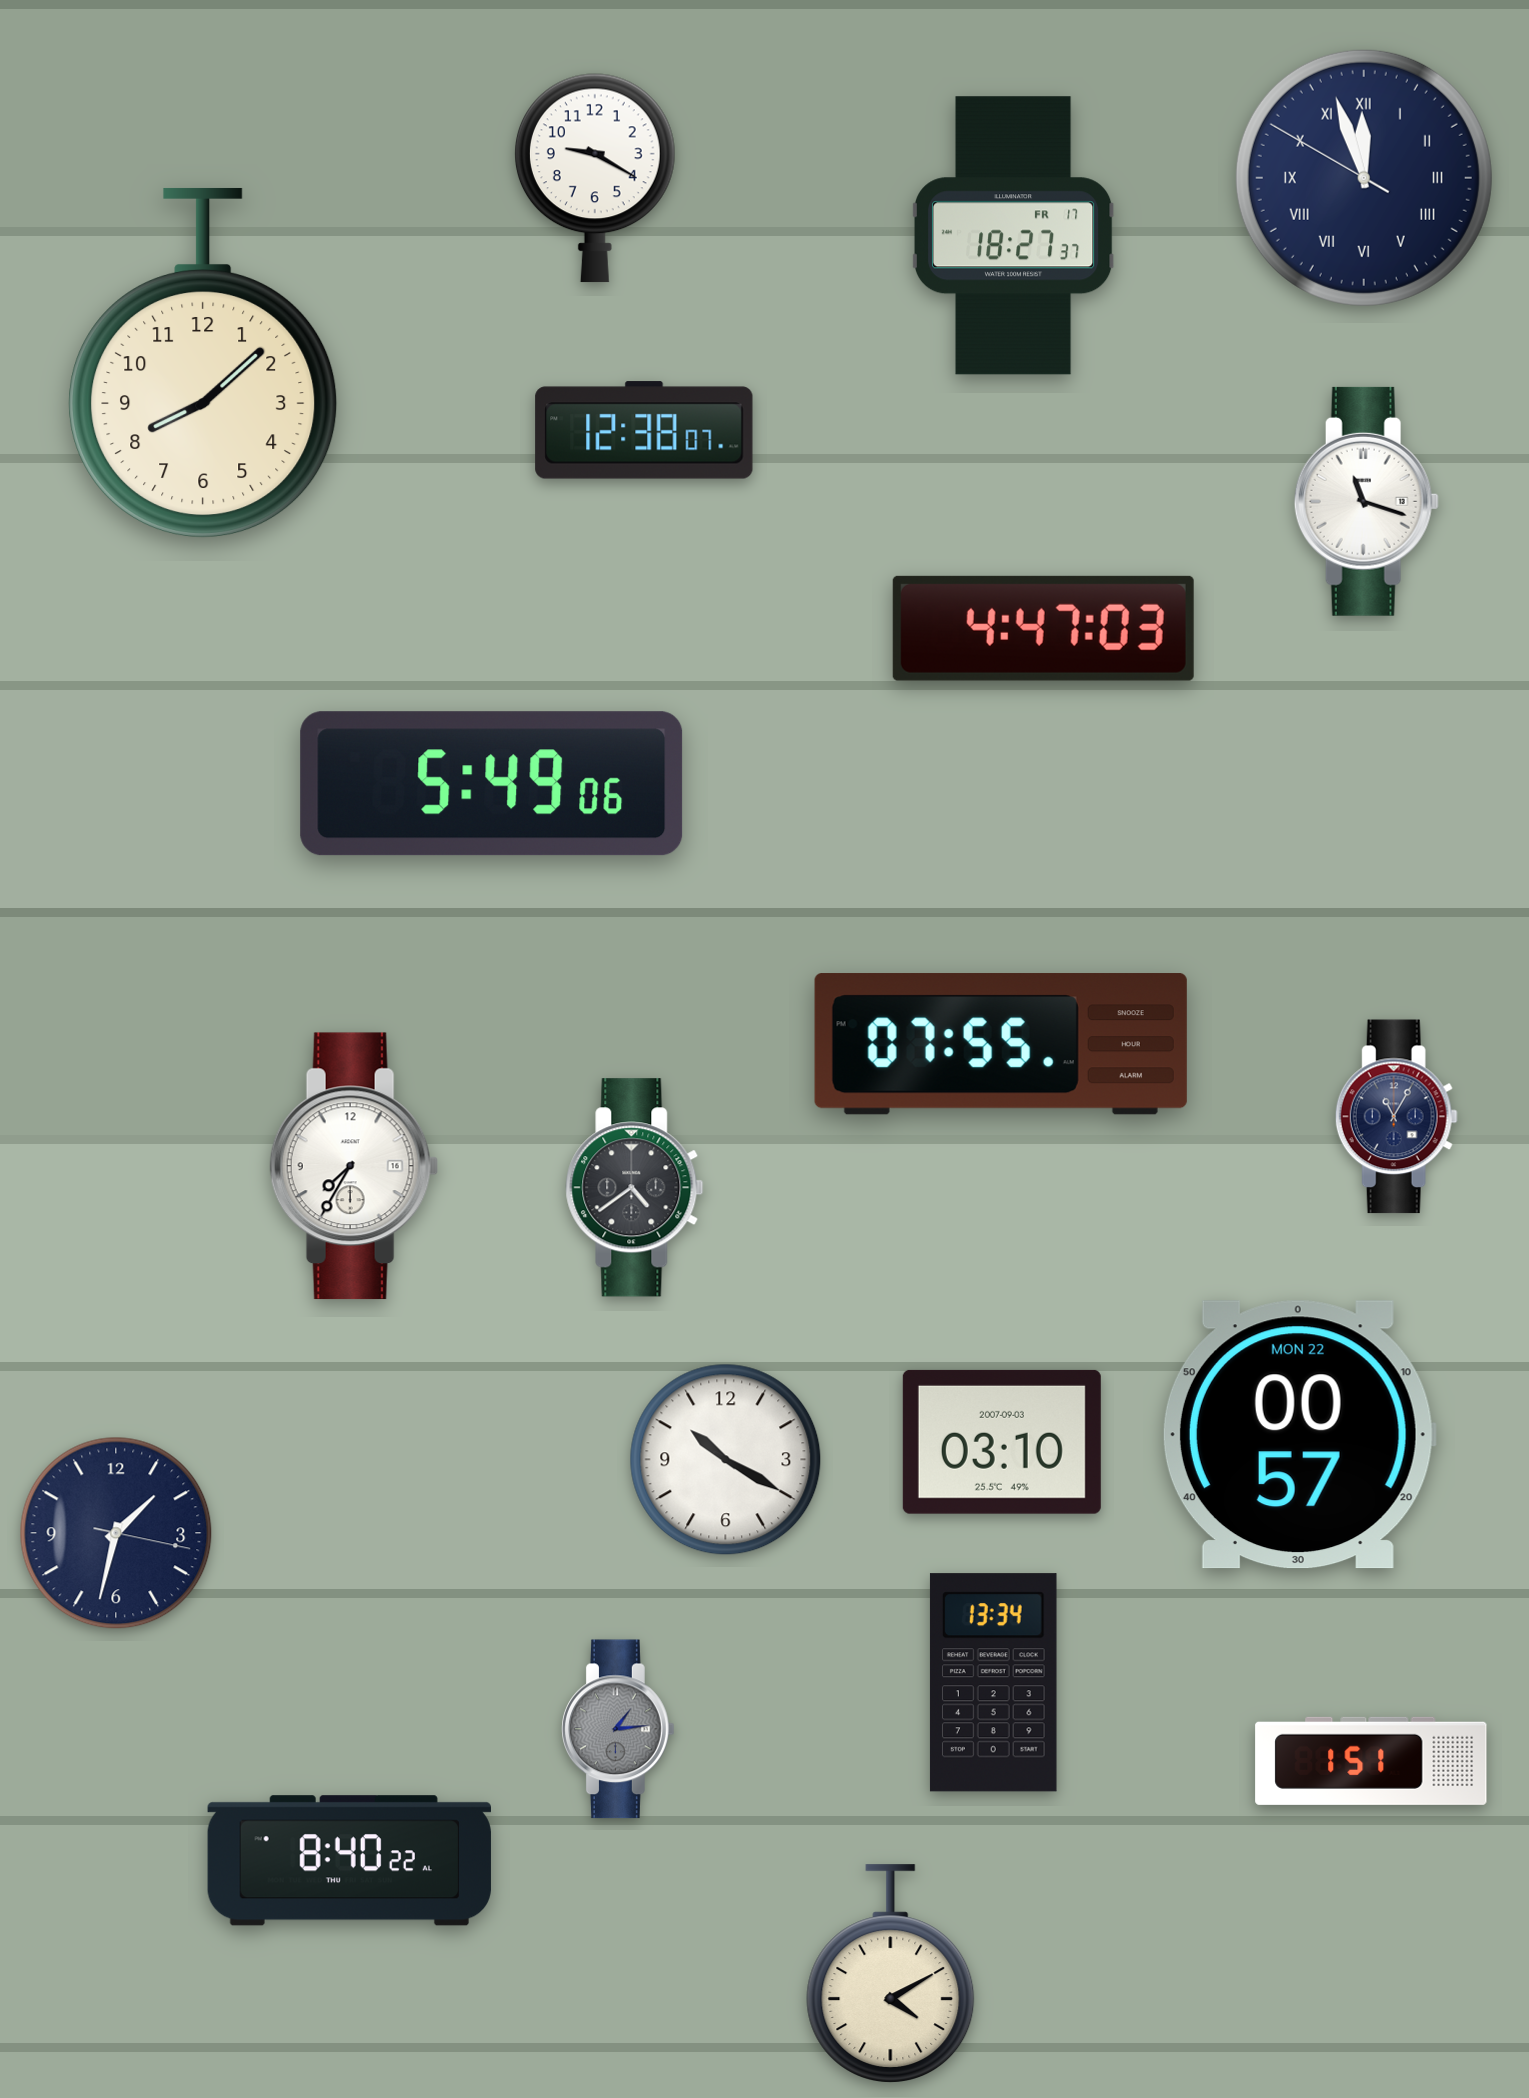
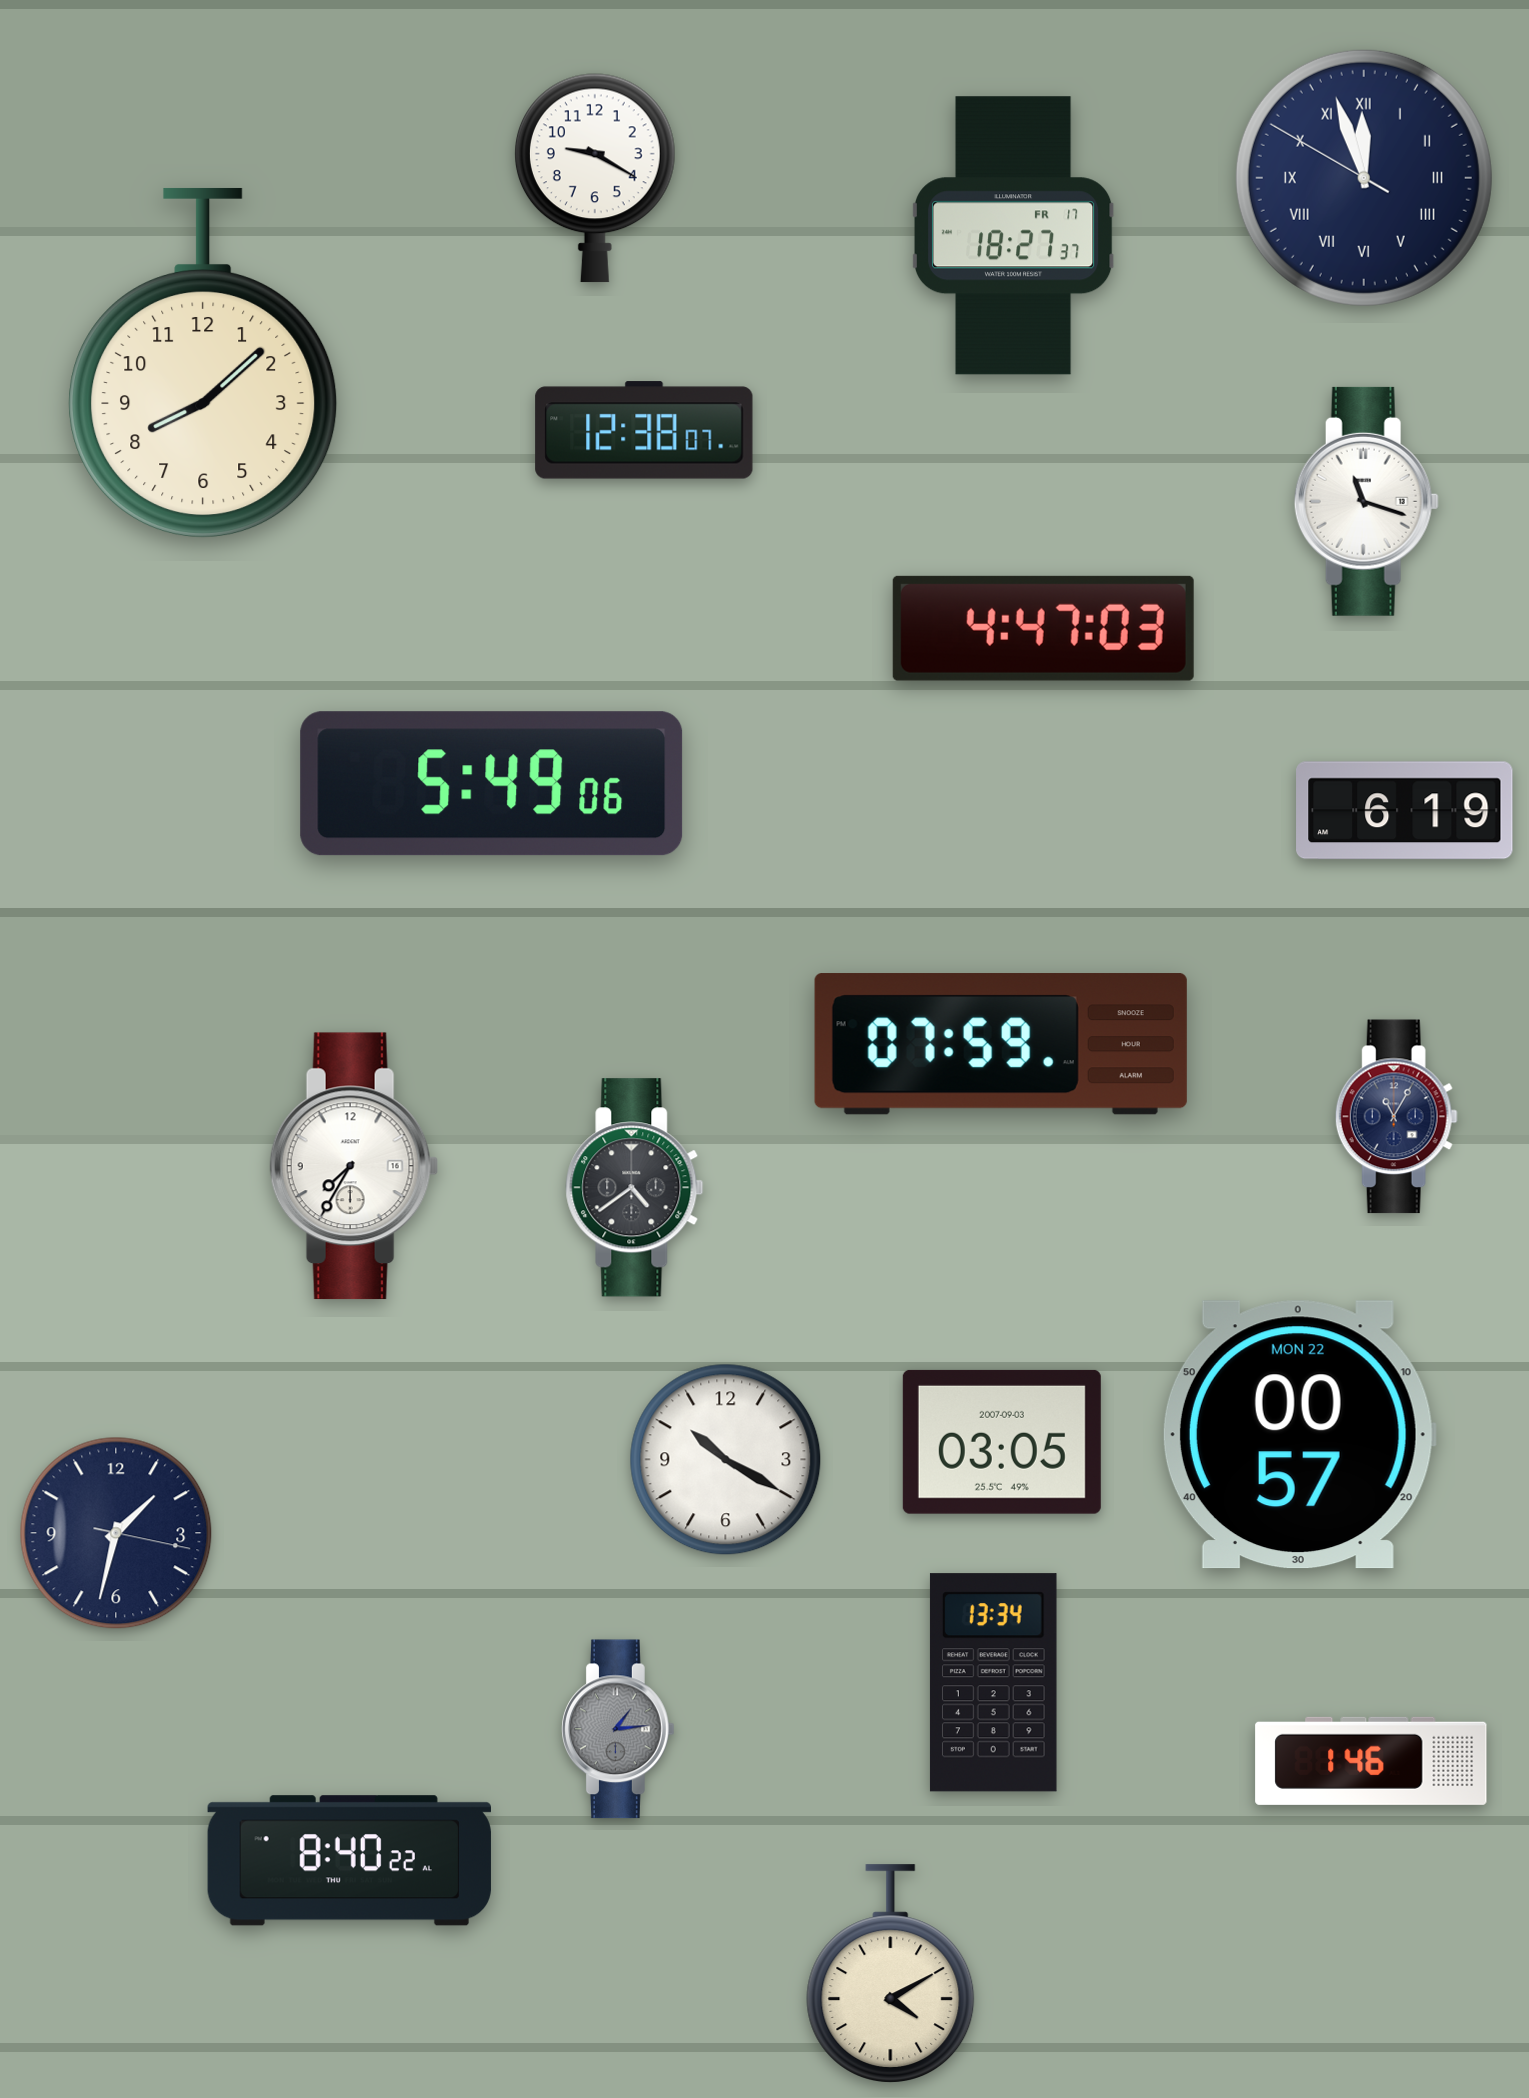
clock at (1405, 811): none -> 6:19
clock at (1001, 1044): 07:55 -> 07:59
clock at (1002, 1442): 03:10 -> 03:05
clock at (1371, 1761): 1:51 -> 1:46
